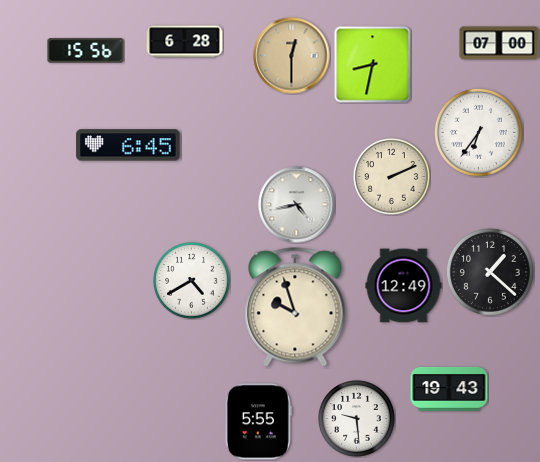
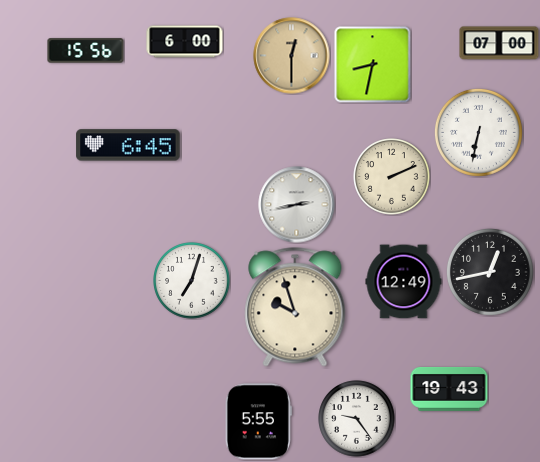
clock at (185, 42): 6:28 -> 6:00
clock at (478, 132): 6:36 -> 6:32
clock at (297, 205): 4:43 -> 2:43
clock at (490, 272): 1:22 -> 12:43
clock at (192, 281): 4:40 -> 7:03
clock at (404, 286) position: (404, 286) -> (404, 282)
clock at (357, 419): 9:29 -> 9:24
